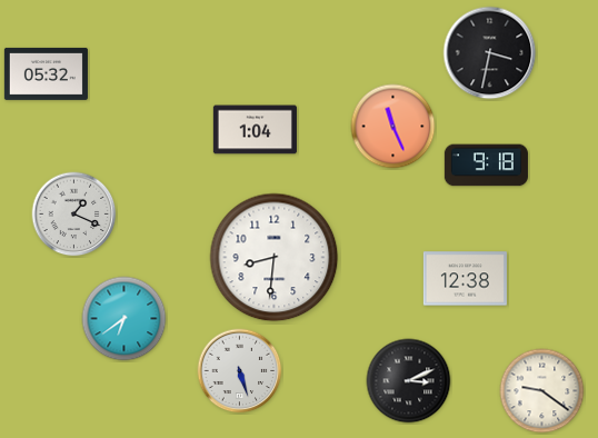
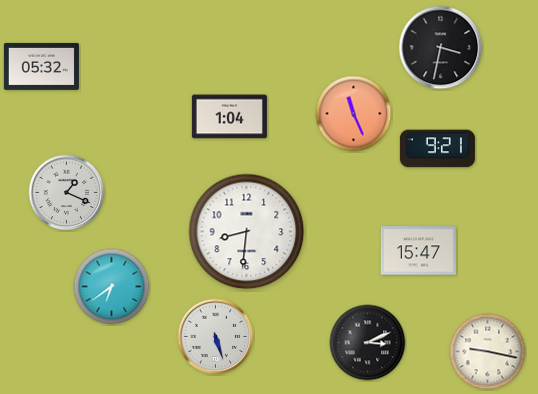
clock at (486, 166): 9:18 -> 9:21
clock at (465, 279): 12:38 -> 15:47
clock at (240, 371) position: (240, 371) -> (216, 337)
clock at (542, 391): 9:21 -> 9:17
